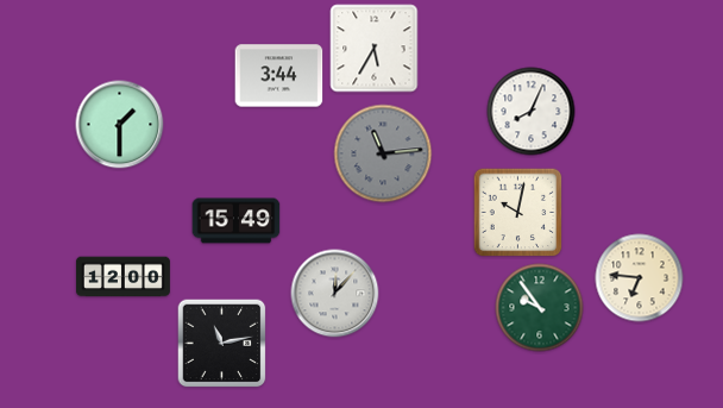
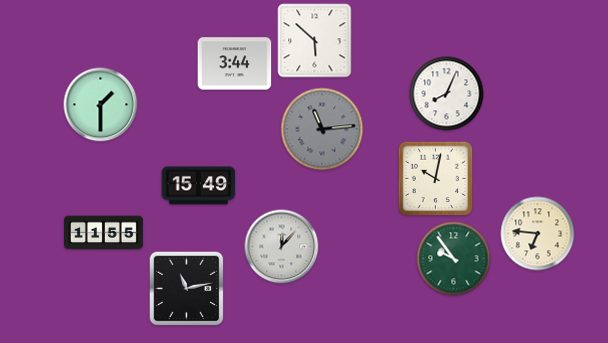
clock at (375, 49): 5:35 -> 5:52
clock at (122, 277): 12:00 -> 11:55
